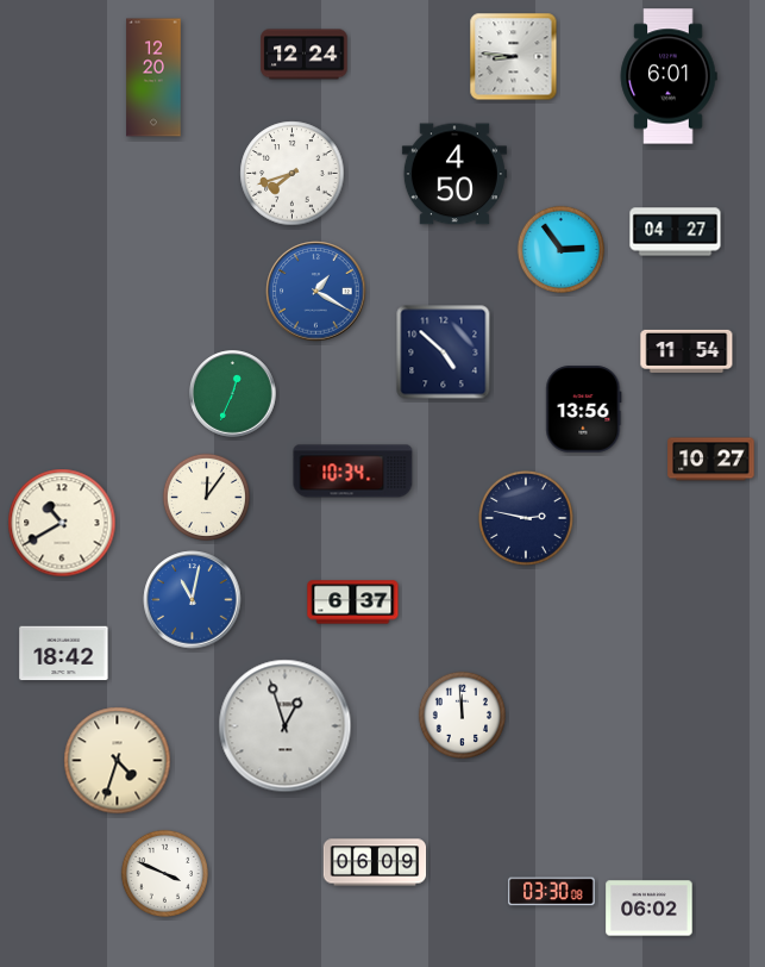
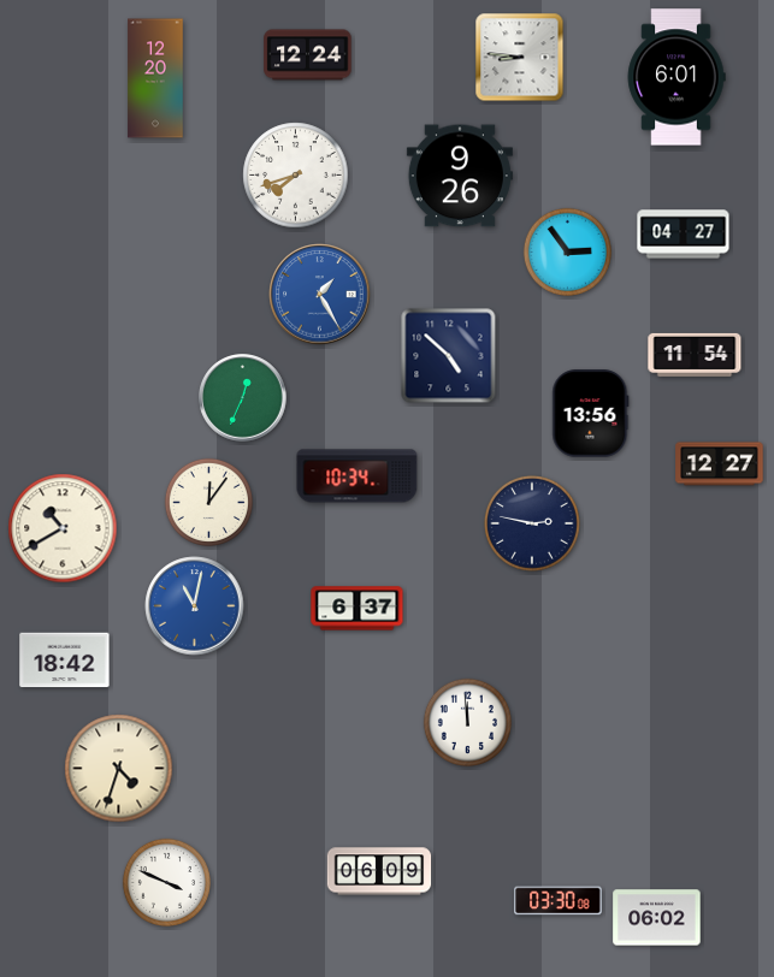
clock at (454, 174): 4:50 -> 9:26
clock at (316, 292): 1:20 -> 1:25
clock at (233, 394) position: (233, 394) -> (243, 398)
clock at (711, 460): 10:27 -> 12:27
clock at (286, 726): 12:57 -> none
